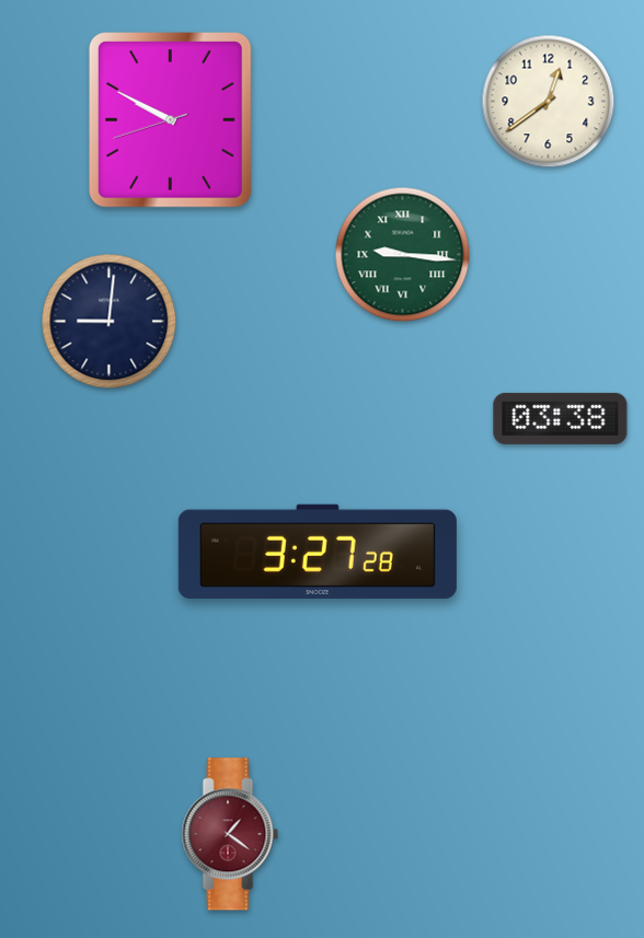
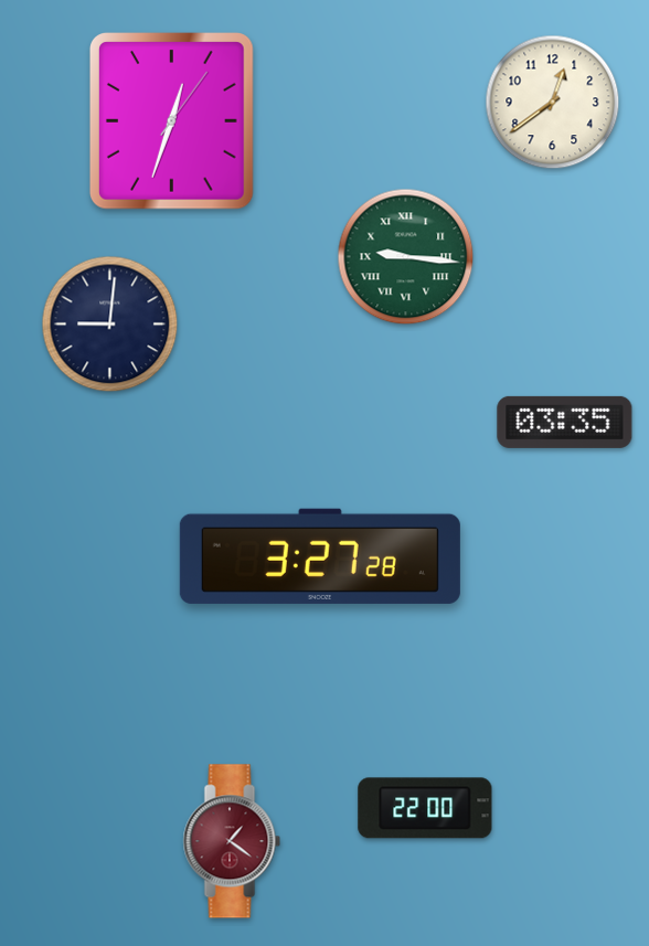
clock at (170, 120): 9:49 -> 12:33
clock at (561, 418): 03:38 -> 03:35
clock at (425, 808): none -> 22:00
